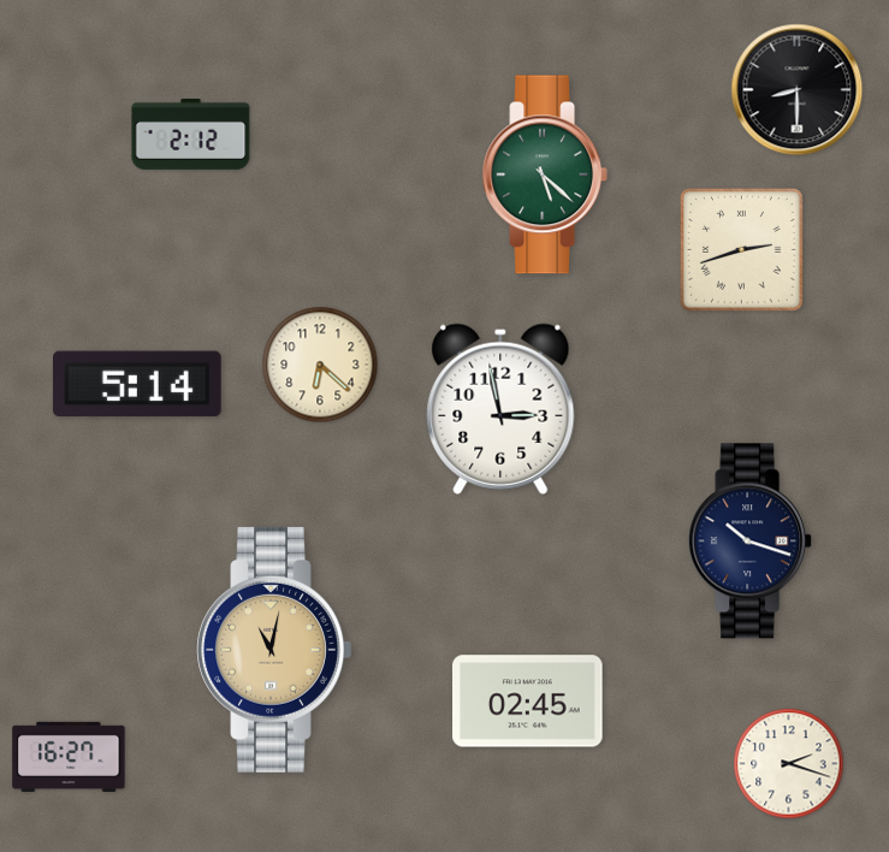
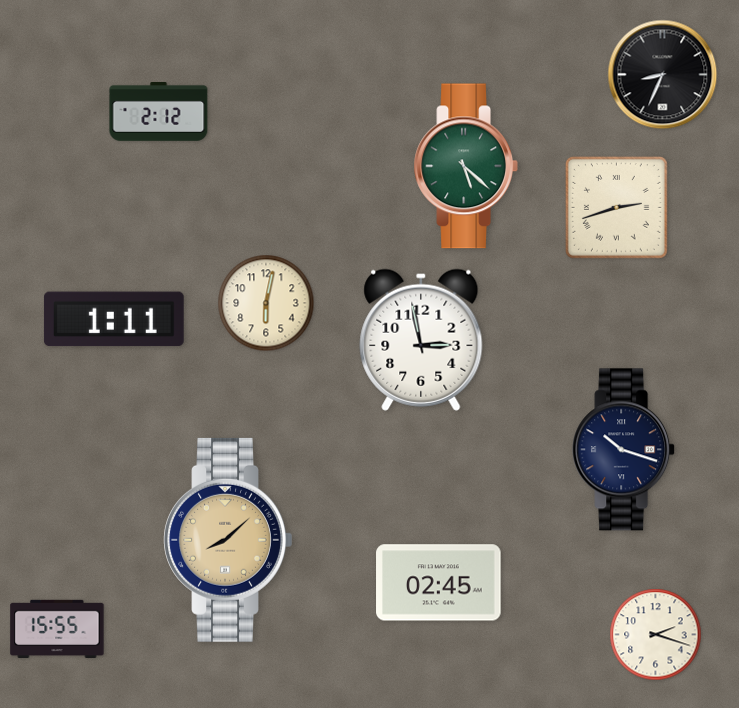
clock at (798, 90): 8:30 -> 8:34
clock at (545, 174) position: (545, 174) -> (466, 166)
clock at (320, 365): 6:22 -> 6:02
clock at (137, 384): 5:14 -> 1:11
clock at (500, 409) position: (500, 409) -> (421, 340)
clock at (274, 650): 11:02 -> 8:08
clock at (69, 756): 16:27 -> 15:55
